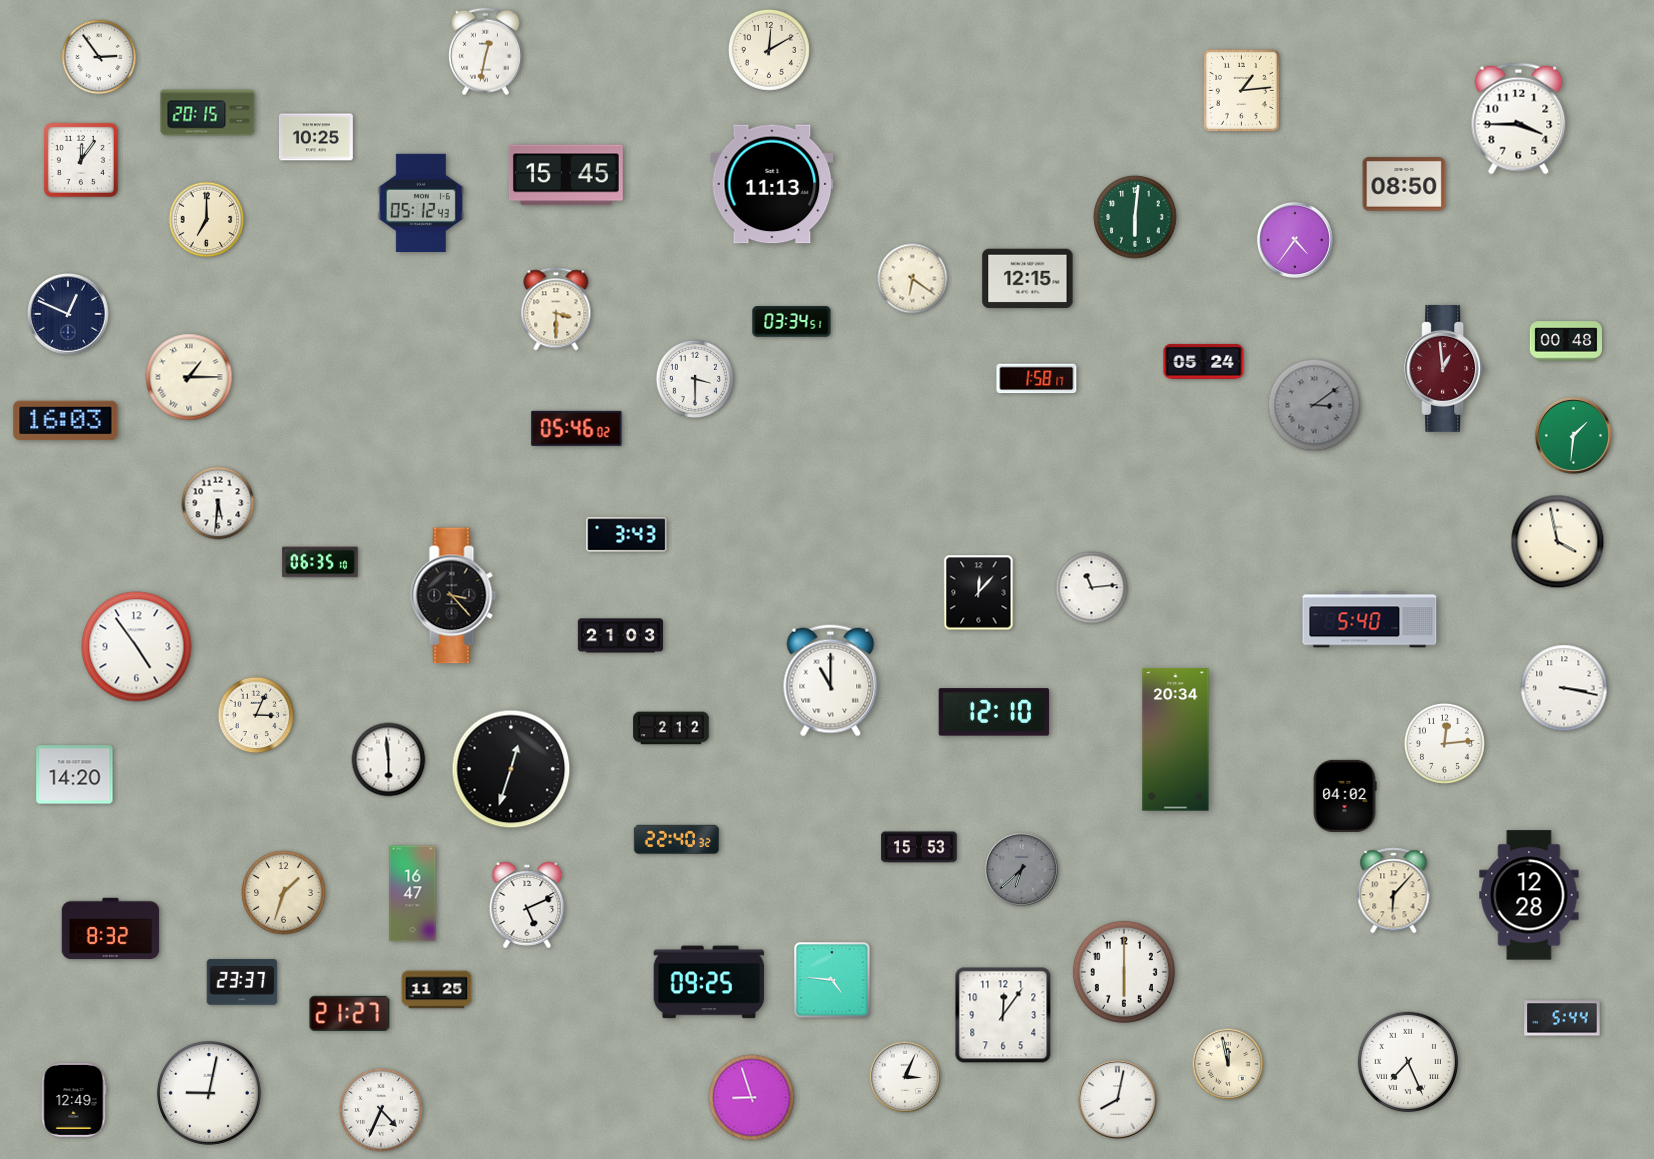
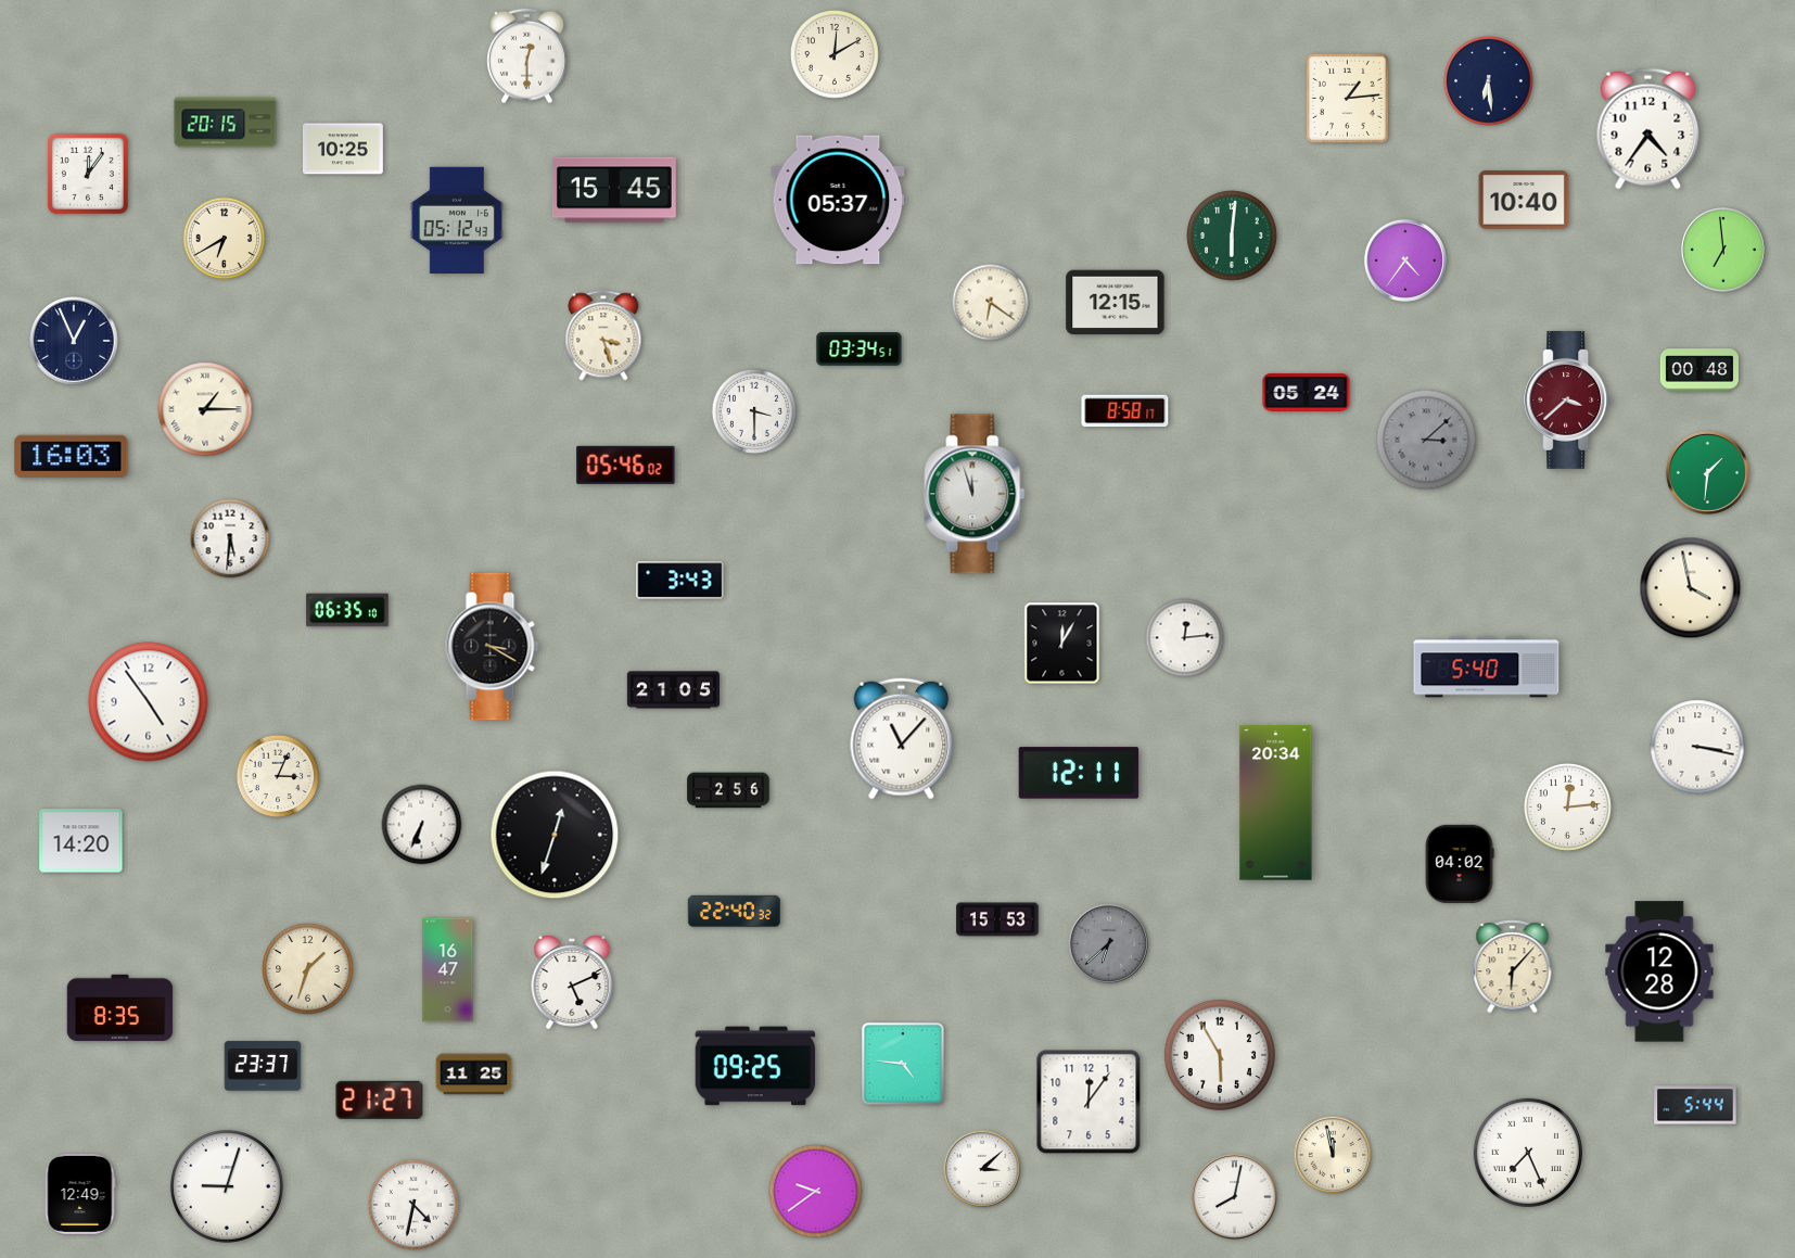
clock at (486, 52): 12:32 -> 12:30
clock at (99, 57): 2:54 -> none
clock at (1489, 81): none -> 6:29
clock at (1519, 119): 3:45 -> 4:36
clock at (772, 184): 11:13 -> 05:37
clock at (1404, 184): 08:50 -> 10:40
clock at (207, 220): 7:00 -> 6:40
clock at (1723, 250): none -> 6:59
clock at (556, 309): 3:30 -> 3:27
clock at (68, 314): 12:49 -> 12:56
clock at (1445, 368): 12:59 -> 3:38
clock at (1037, 379): 1:58 -> 8:58
clock at (1314, 405): 3:09 -> 3:08
clock at (975, 494): none -> 11:57
clock at (218, 503) position: (218, 503) -> (230, 538)
clock at (1092, 588): 11:14 -> 12:14
clock at (979, 593): 12:07 -> 12:05
clock at (454, 596): 3:23 -> 3:20
clock at (1370, 620) position: (1370, 620) -> (1487, 668)
clock at (620, 636): 21:03 -> 21:05
clock at (831, 681): 11:00 -> 11:07
clock at (994, 712): 12:10 -> 12:11
clock at (671, 728): 2:12 -> 2:56
clock at (389, 760): 5:59 -> 6:34
clock at (111, 929): 8:32 -> 8:35
clock at (1124, 972): 6:00 -> 5:55
clock at (709, 982) position: (709, 982) -> (755, 1066)
clock at (905, 1077): 3:04 -> 3:08
clock at (209, 1093): 9:02 -> 9:03
clock at (752, 1098): 8:57 -> 9:39
clock at (1118, 1100) position: (1118, 1100) -> (1235, 1197)
clock at (381, 1110): 4:34 -> 4:32
